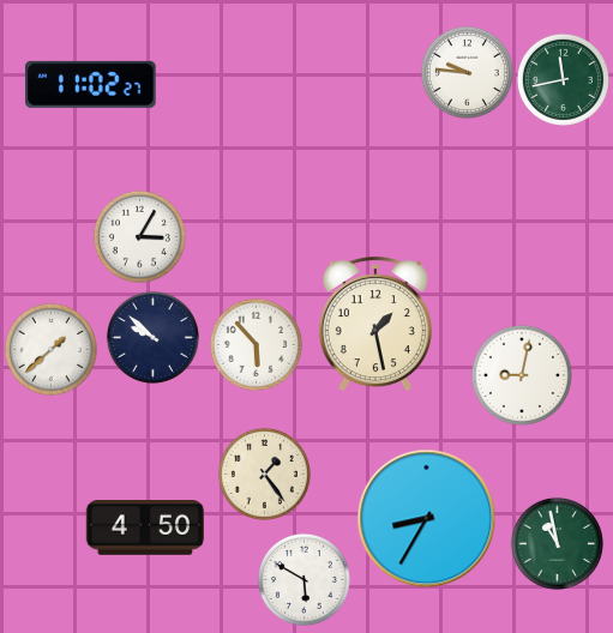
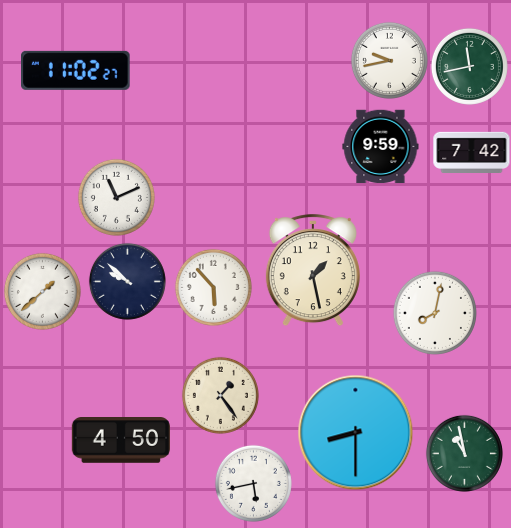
clock at (467, 72): 9:46 -> 9:43
clock at (381, 147): none -> 9:59
clock at (472, 152): none -> 7:42
clock at (139, 236): 3:05 -> 11:11
clock at (522, 375): 9:02 -> 8:02
clock at (427, 519): 8:35 -> 8:30
clock at (304, 579): 5:50 -> 5:43
